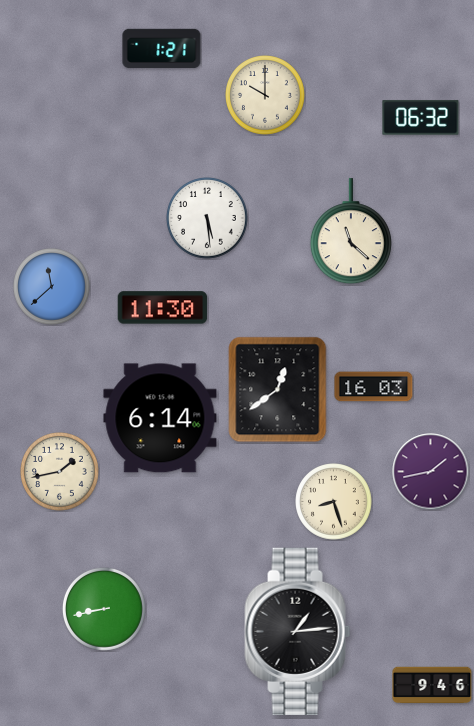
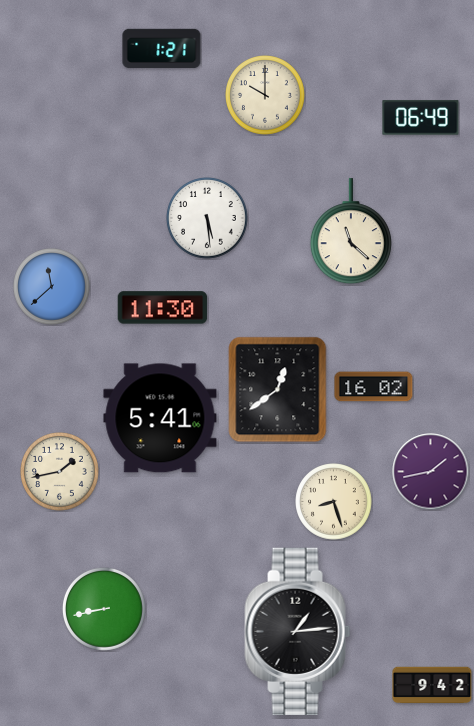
clock at (421, 118): 06:32 -> 06:49
clock at (374, 387): 16:03 -> 16:02
clock at (160, 418): 6:14 -> 5:41
clock at (432, 685): 9:46 -> 9:42
